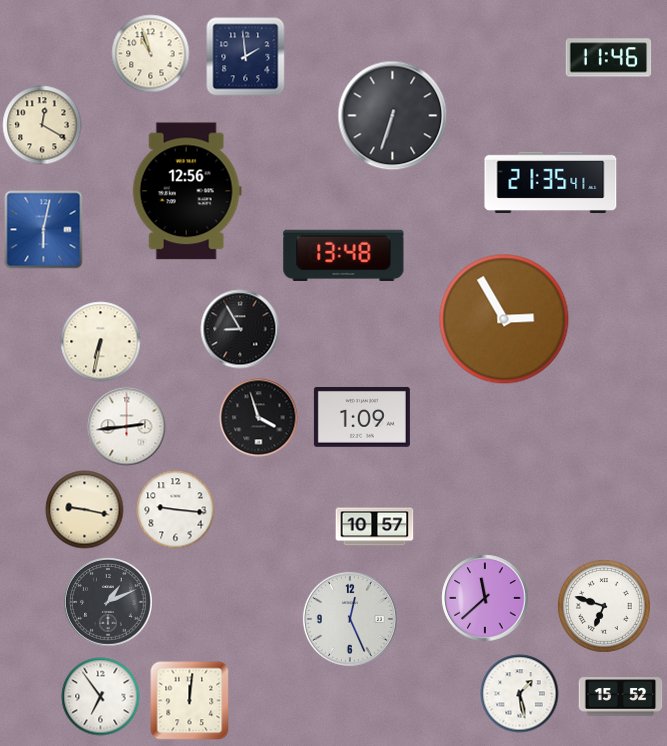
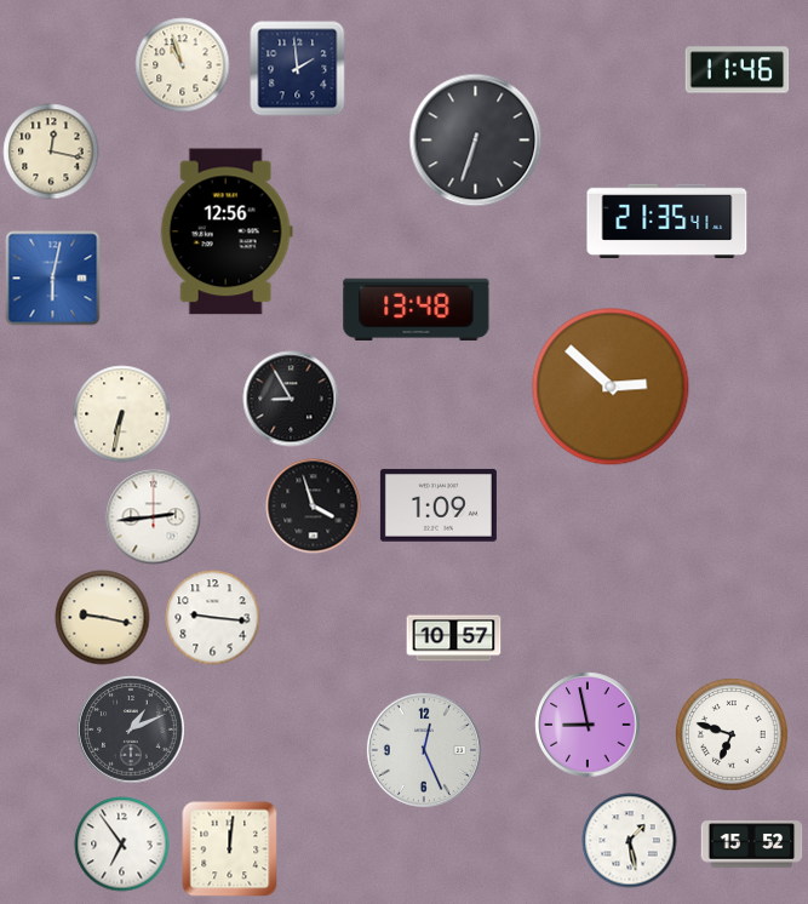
clock at (42, 125): 12:20 -> 12:17
clock at (504, 319): 2:55 -> 2:52
clock at (485, 598): 11:38 -> 8:58
